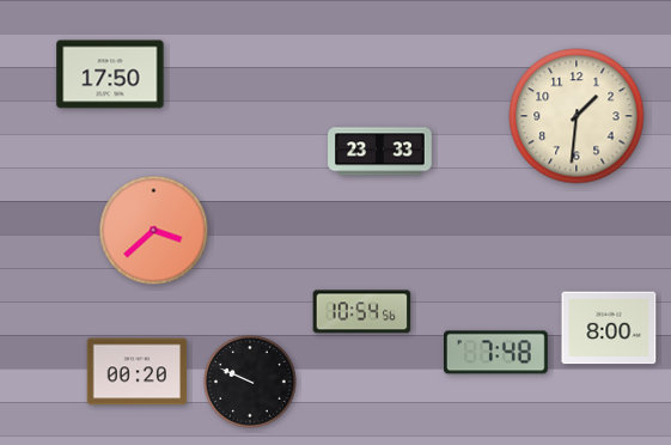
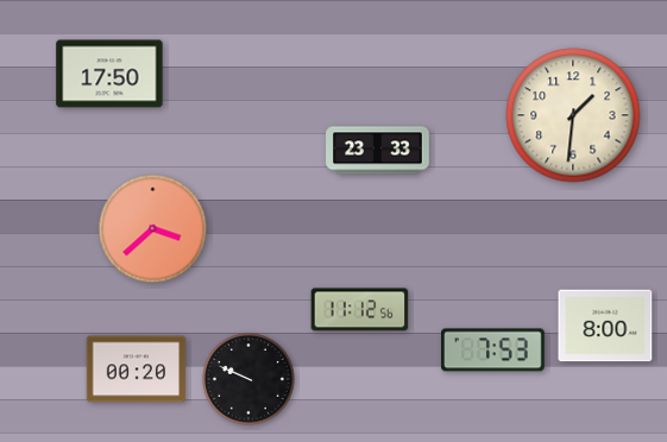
clock at (362, 312): 10:54 -> 11:12
clock at (496, 353): 7:48 -> 7:53
